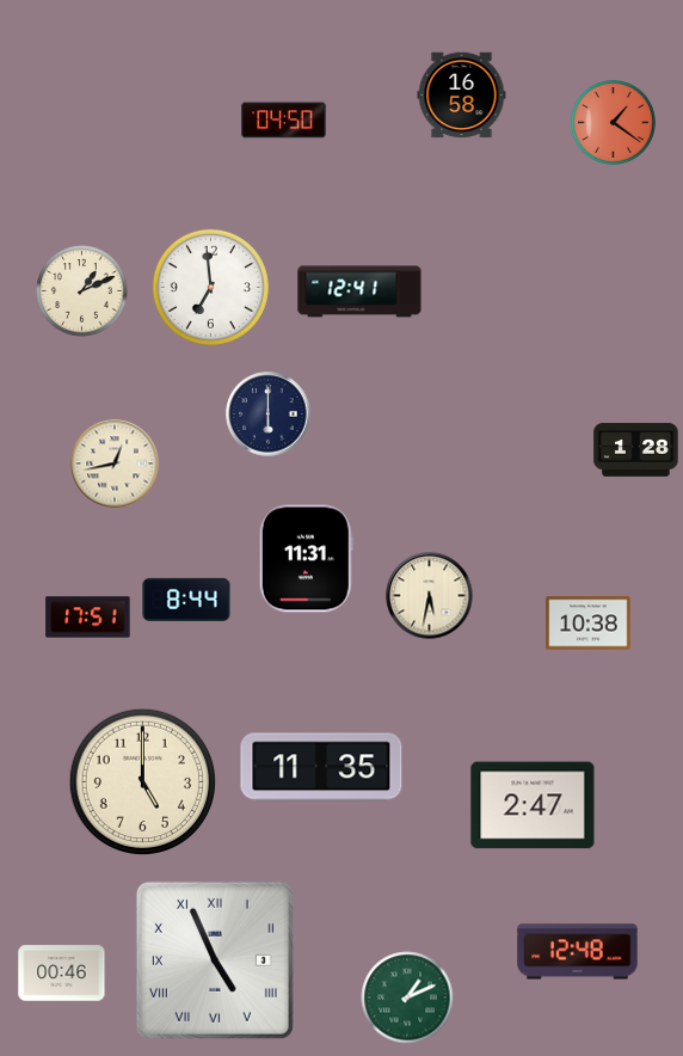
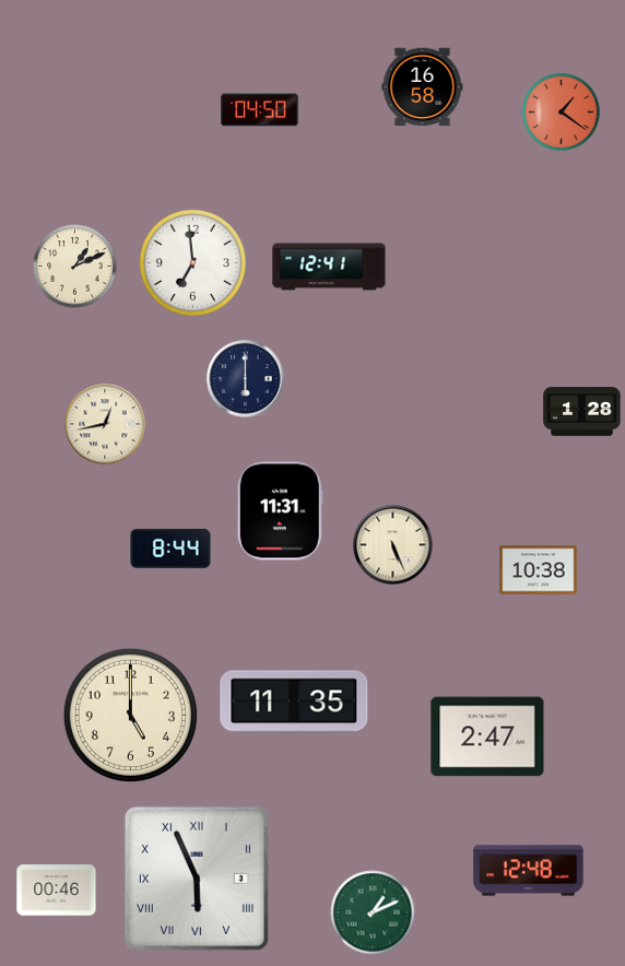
clock at (430, 596): 5:32 -> 5:26
clock at (88, 618): 17:51 -> none
clock at (215, 960): 4:56 -> 5:56
